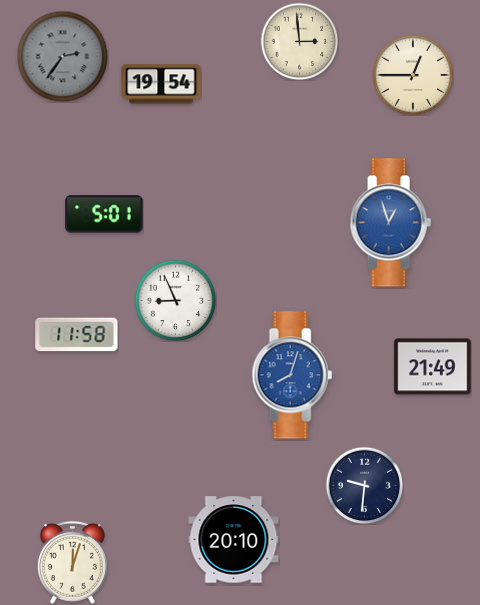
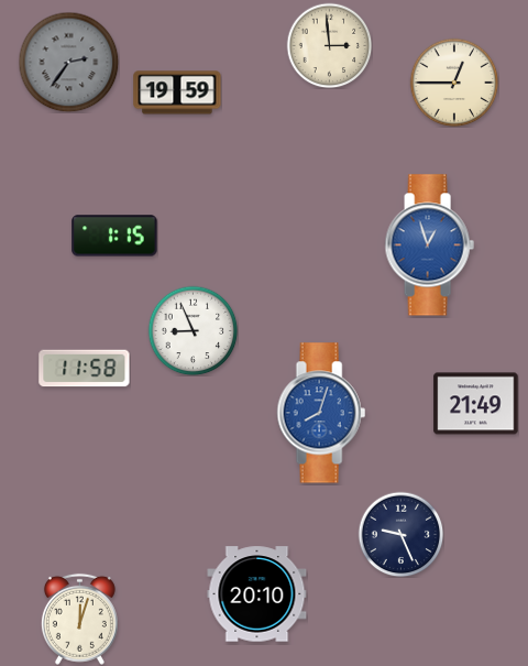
clock at (161, 84): 19:54 -> 19:59
clock at (104, 214): 5:01 -> 1:15
clock at (364, 485): 9:31 -> 9:26
